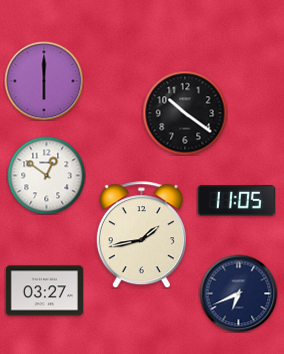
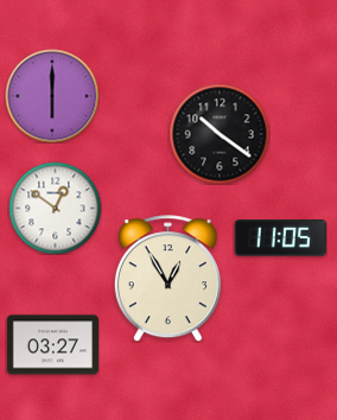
clock at (141, 235): 1:43 -> 12:55
clock at (238, 293): 6:41 -> none
